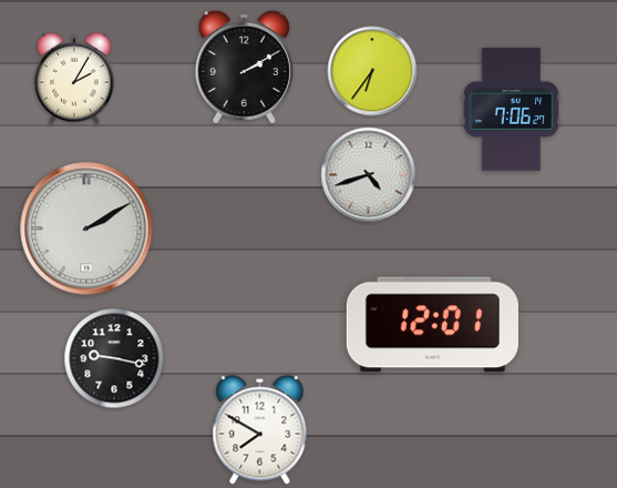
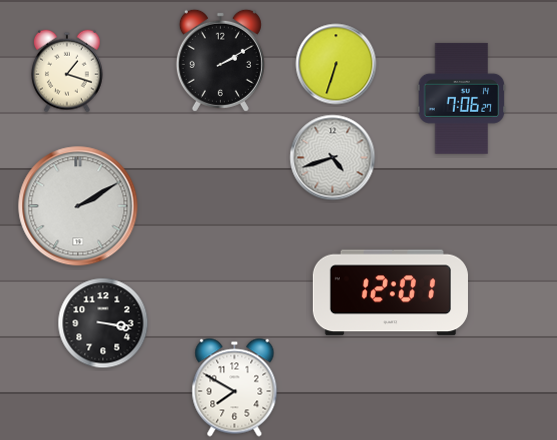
clock at (372, 71): 6:36 -> 6:33
clock at (74, 79): 2:05 -> 1:18
clock at (114, 358): 9:17 -> 3:17
